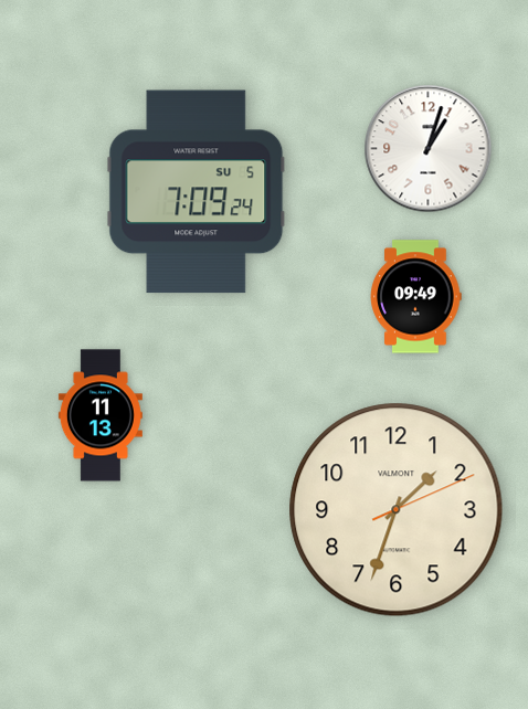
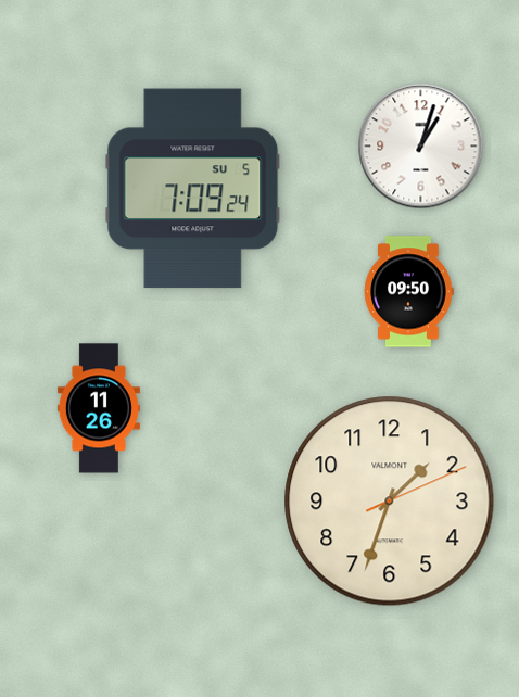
clock at (415, 297): 09:49 -> 09:50
clock at (101, 415): 11:13 -> 11:26
